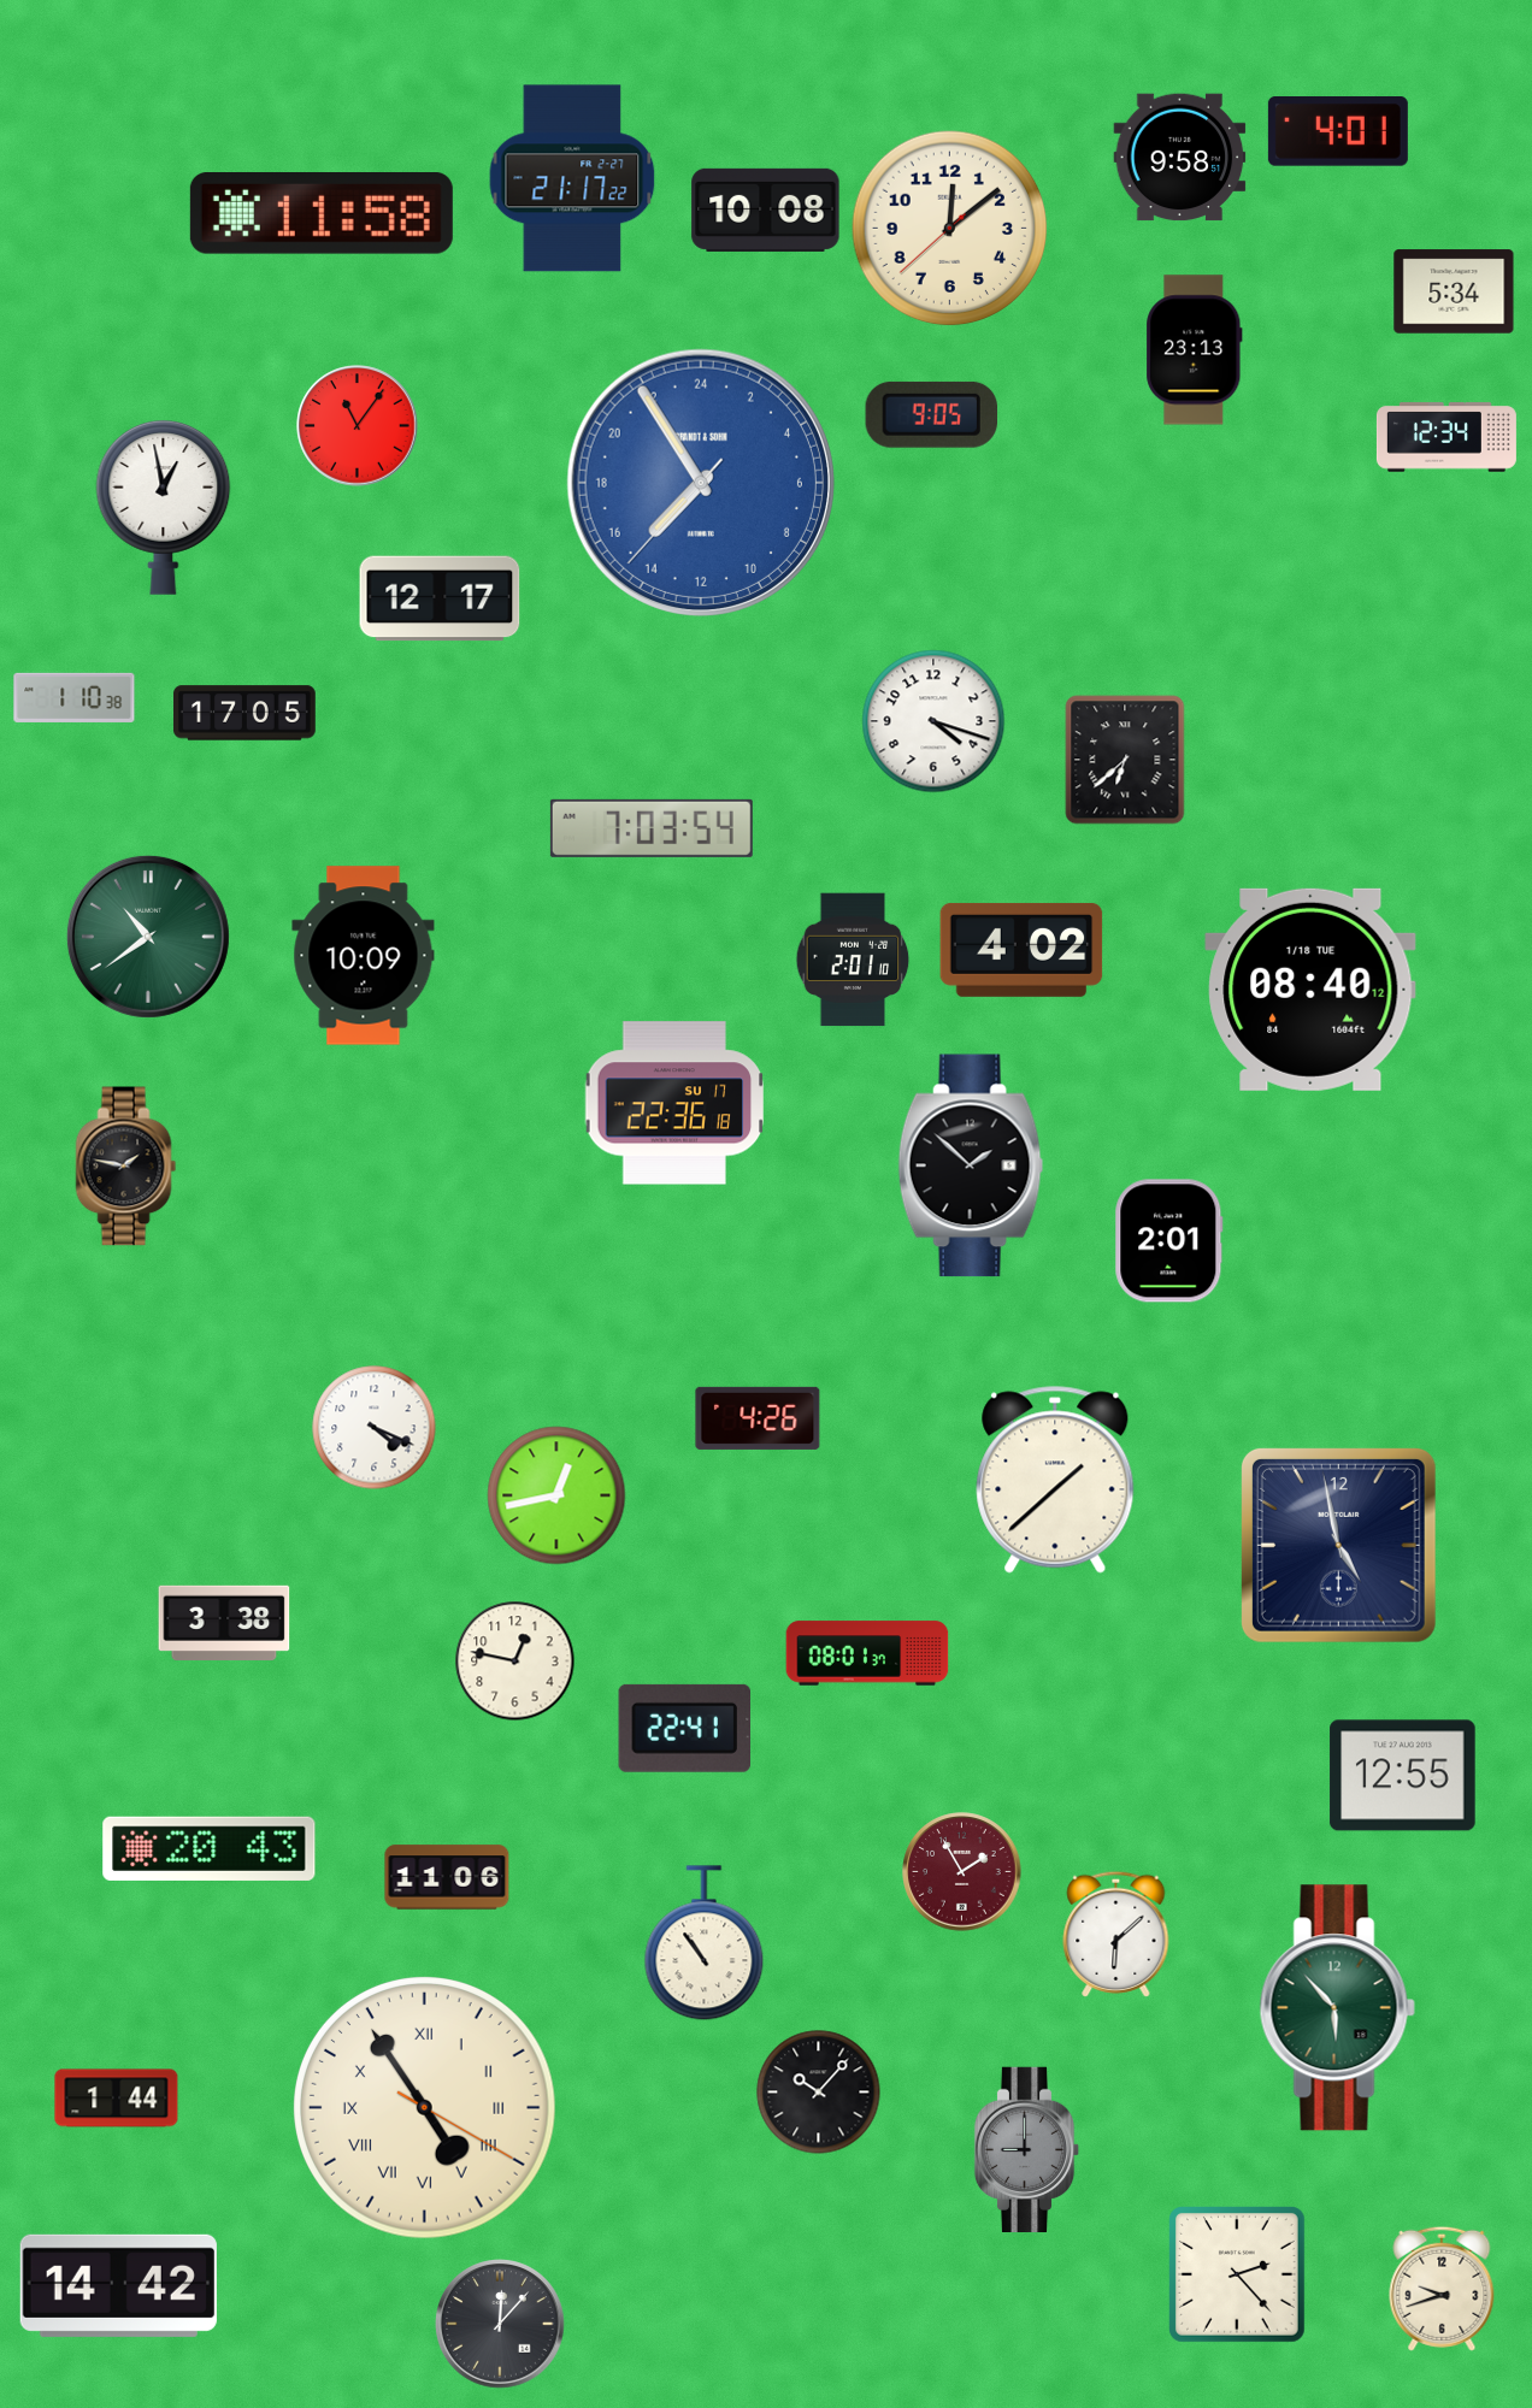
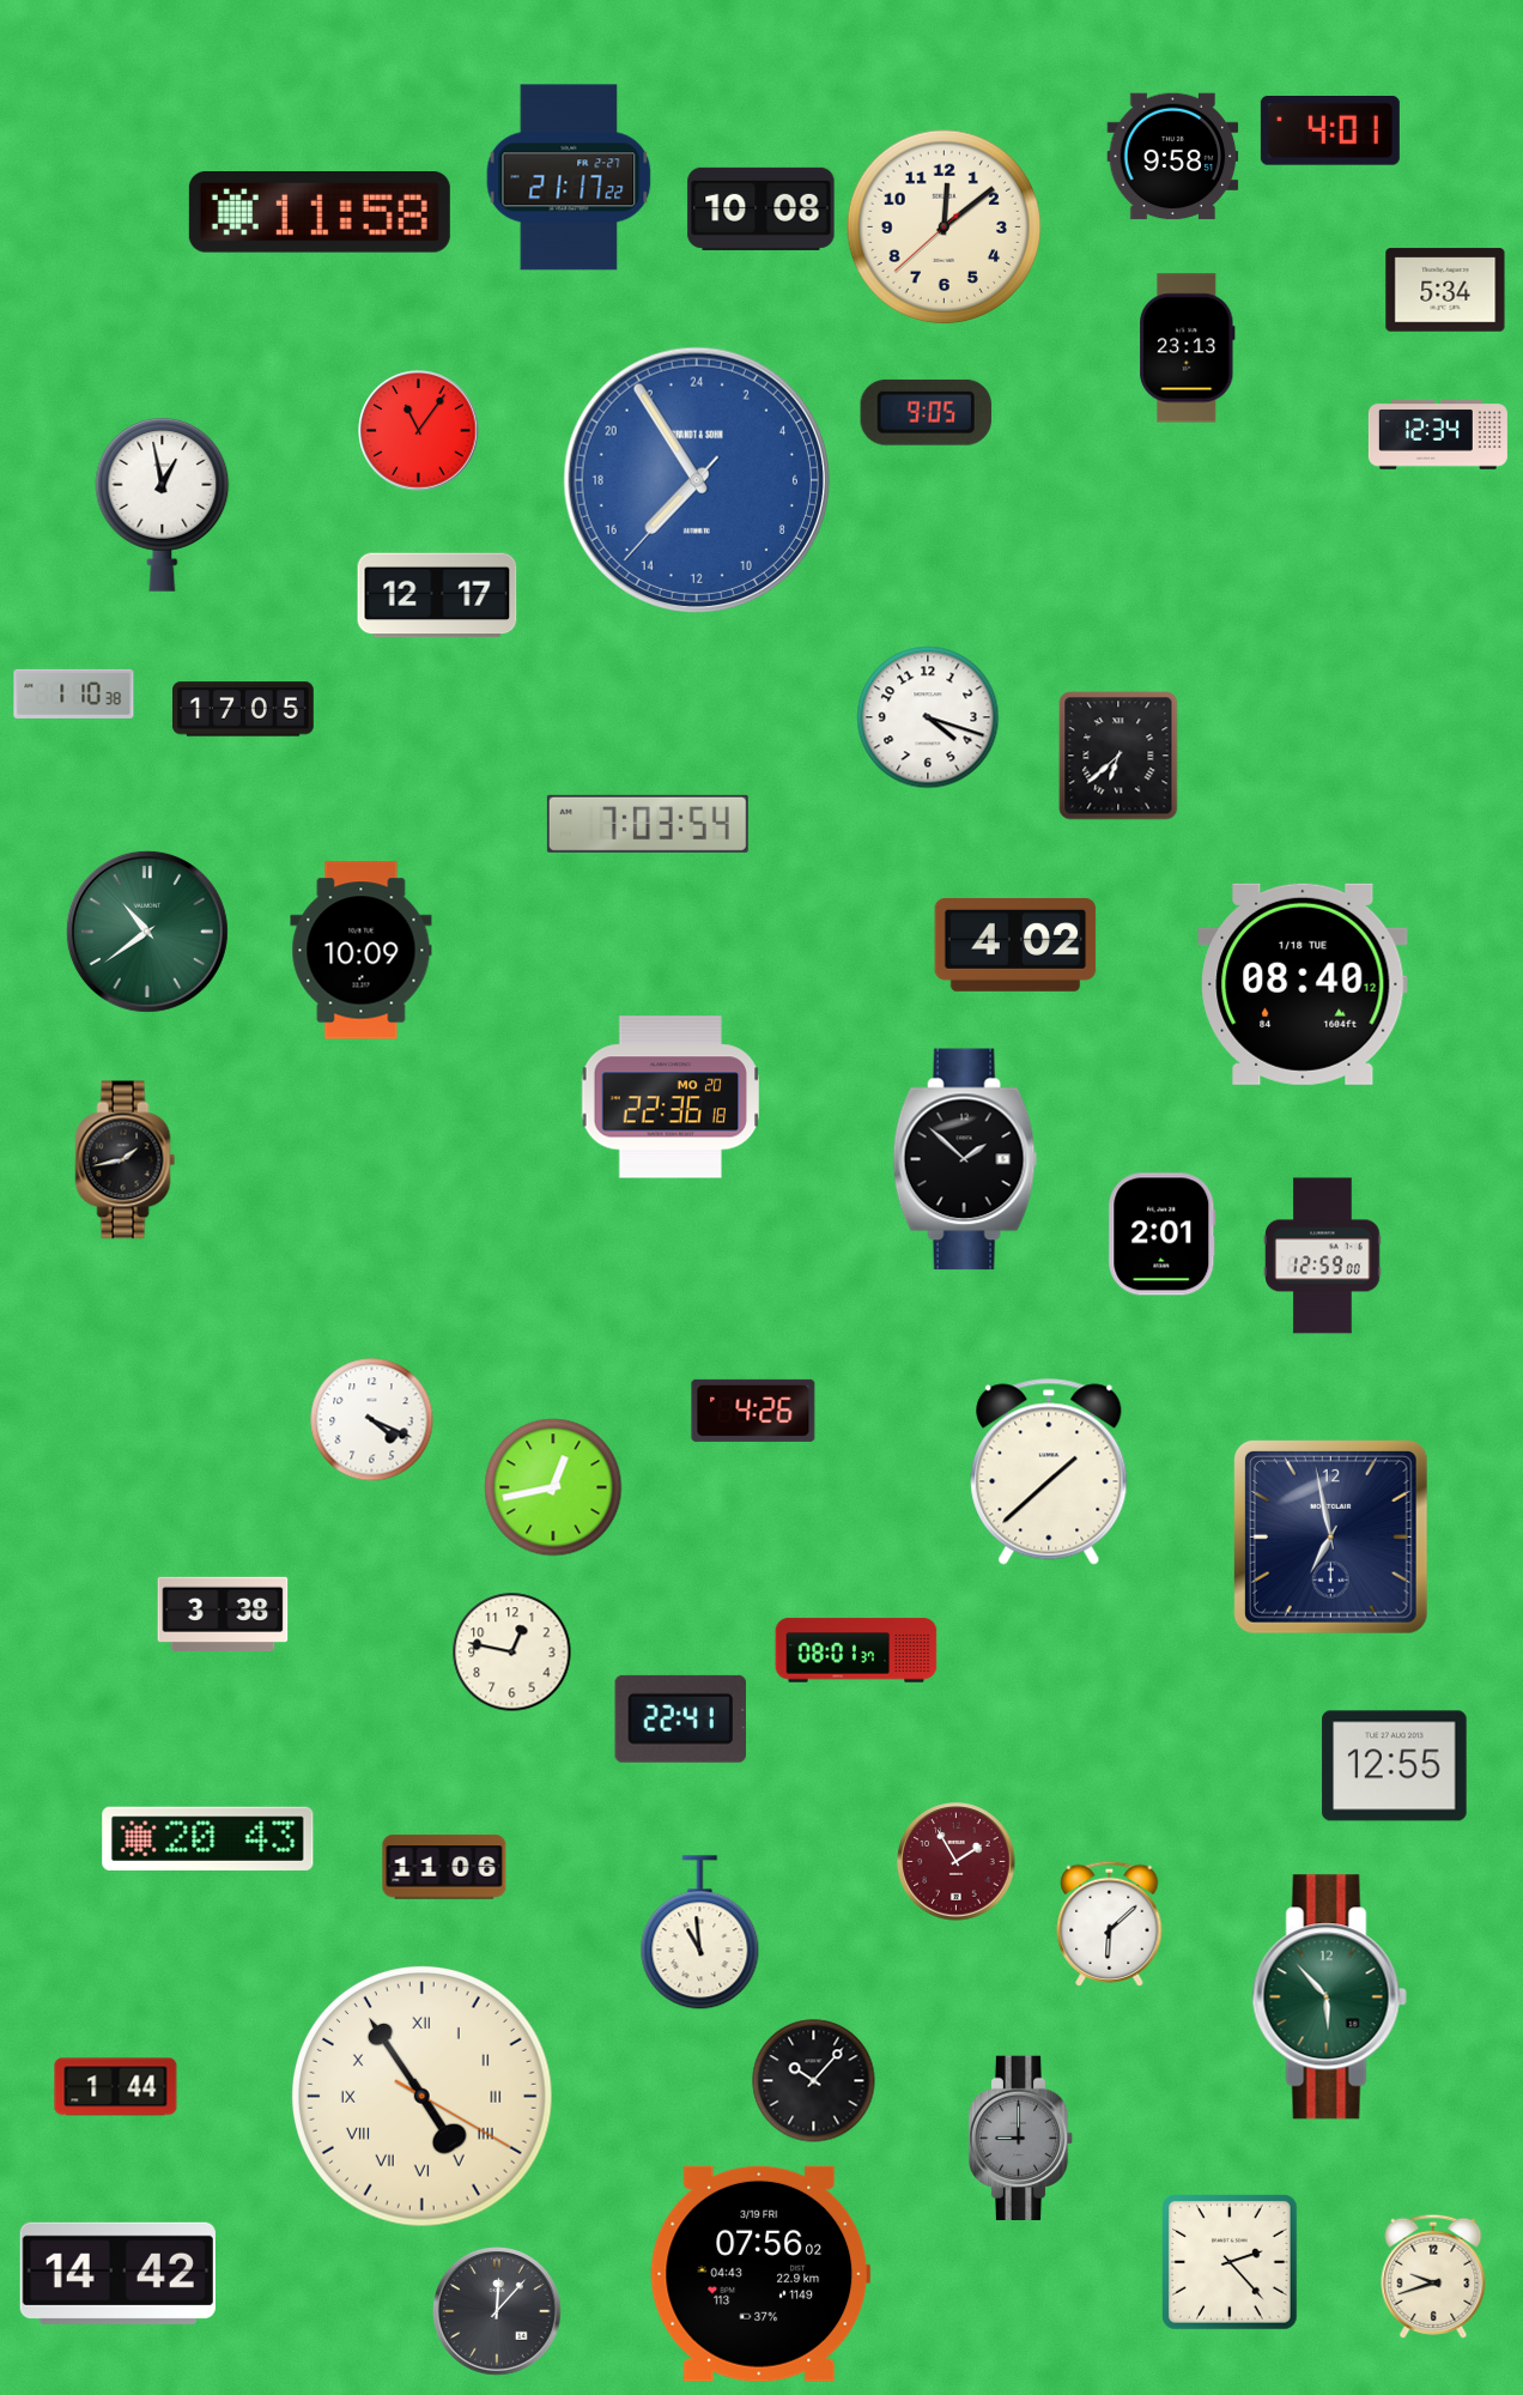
clock at (358, 426) position: (358, 426) -> (419, 431)
clock at (853, 960): 2:01 -> none
clock at (674, 1103) date: SU 17 -> MO 20
clock at (126, 1167): 1:47 -> 1:43
clock at (1323, 1256): none -> 12:59
clock at (1338, 1545): 4:58 -> 6:58
clock at (867, 1653) position: (867, 1653) -> (856, 1650)
clock at (705, 1943): 10:54 -> 10:59
clock at (760, 2274): none -> 07:56
